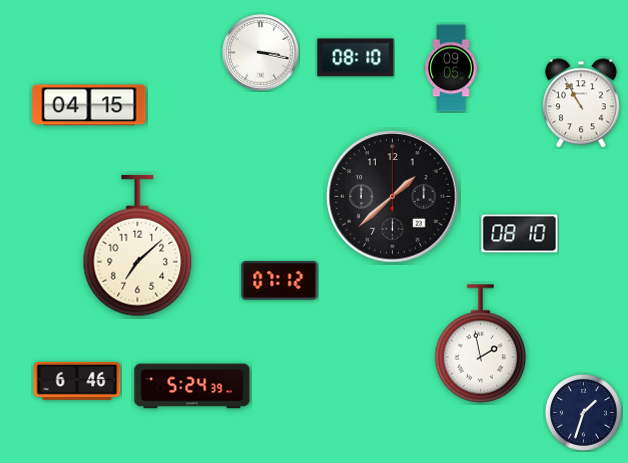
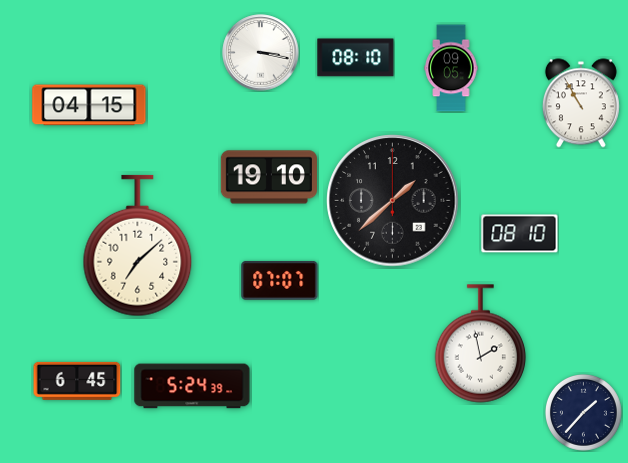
clock at (268, 177): none -> 19:10
clock at (393, 197) position: (393, 197) -> (393, 201)
clock at (280, 280): 07:12 -> 07:07
clock at (77, 381): 6:46 -> 6:45
clock at (583, 412): 1:33 -> 1:37
